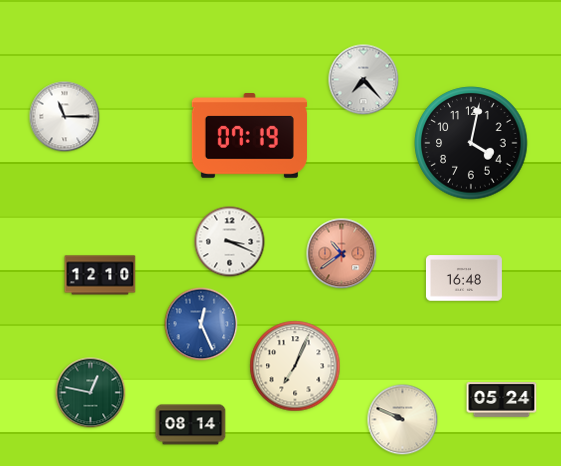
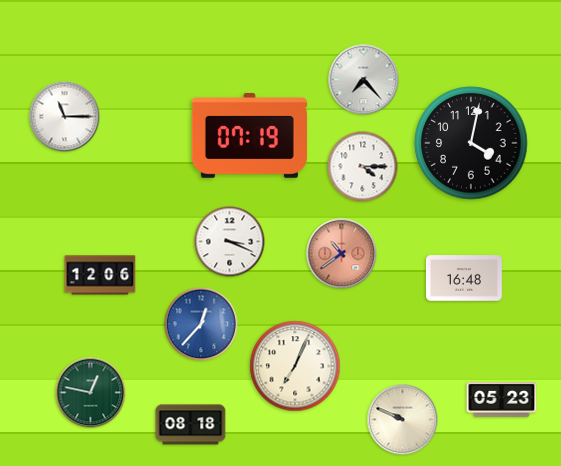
clock at (363, 167): none -> 4:15
clock at (100, 275): 12:10 -> 12:06
clock at (201, 324): 12:26 -> 12:37
clock at (502, 400): 05:24 -> 05:23
clock at (191, 425): 08:14 -> 08:18
